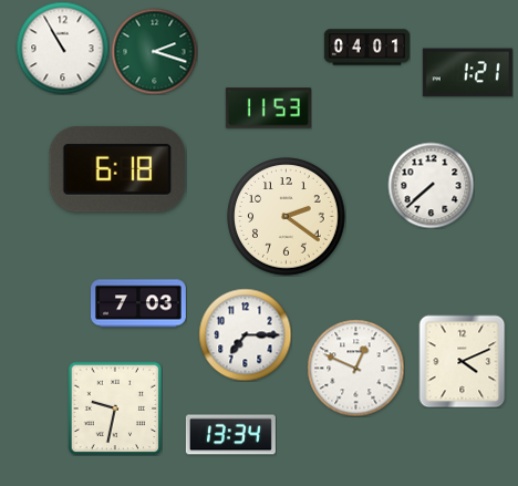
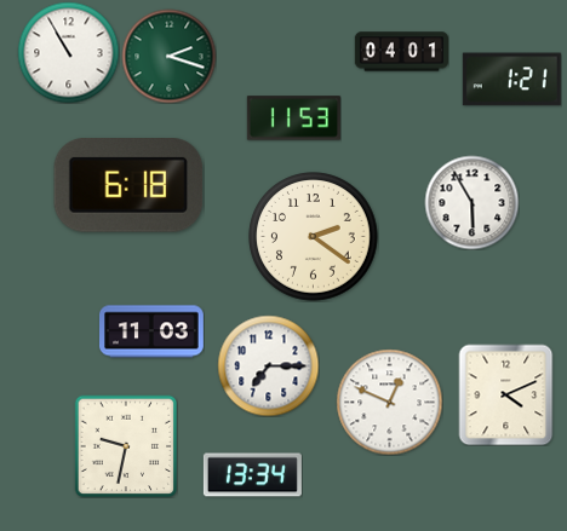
clock at (431, 185): 7:38 -> 5:55
clock at (139, 303): 7:03 -> 11:03
